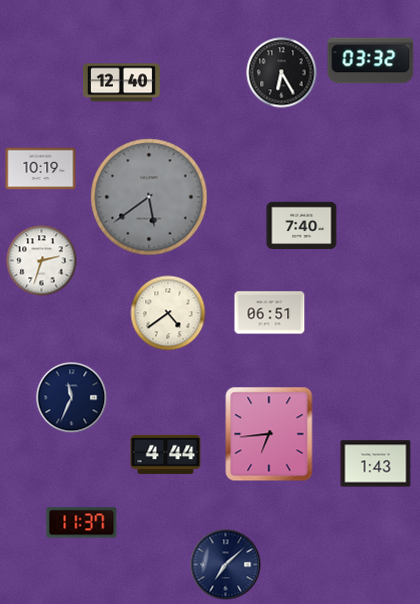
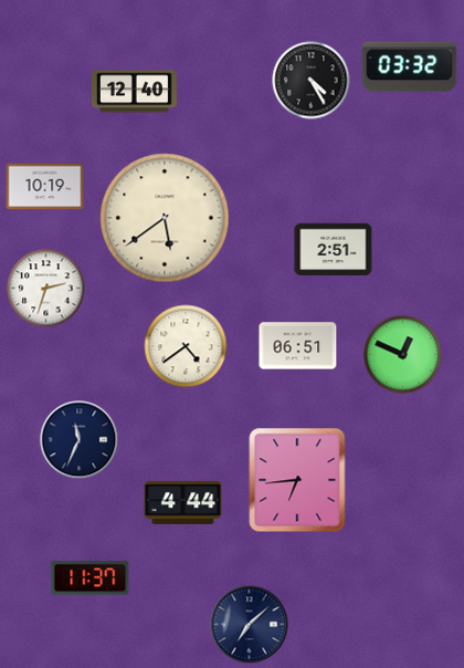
clock at (282, 73): 6:25 -> 4:25
clock at (149, 197) dial: grey -> cream
clock at (302, 226): 7:40 -> 2:51
clock at (403, 355): none -> 12:49
clock at (376, 464): 1:43 -> none
